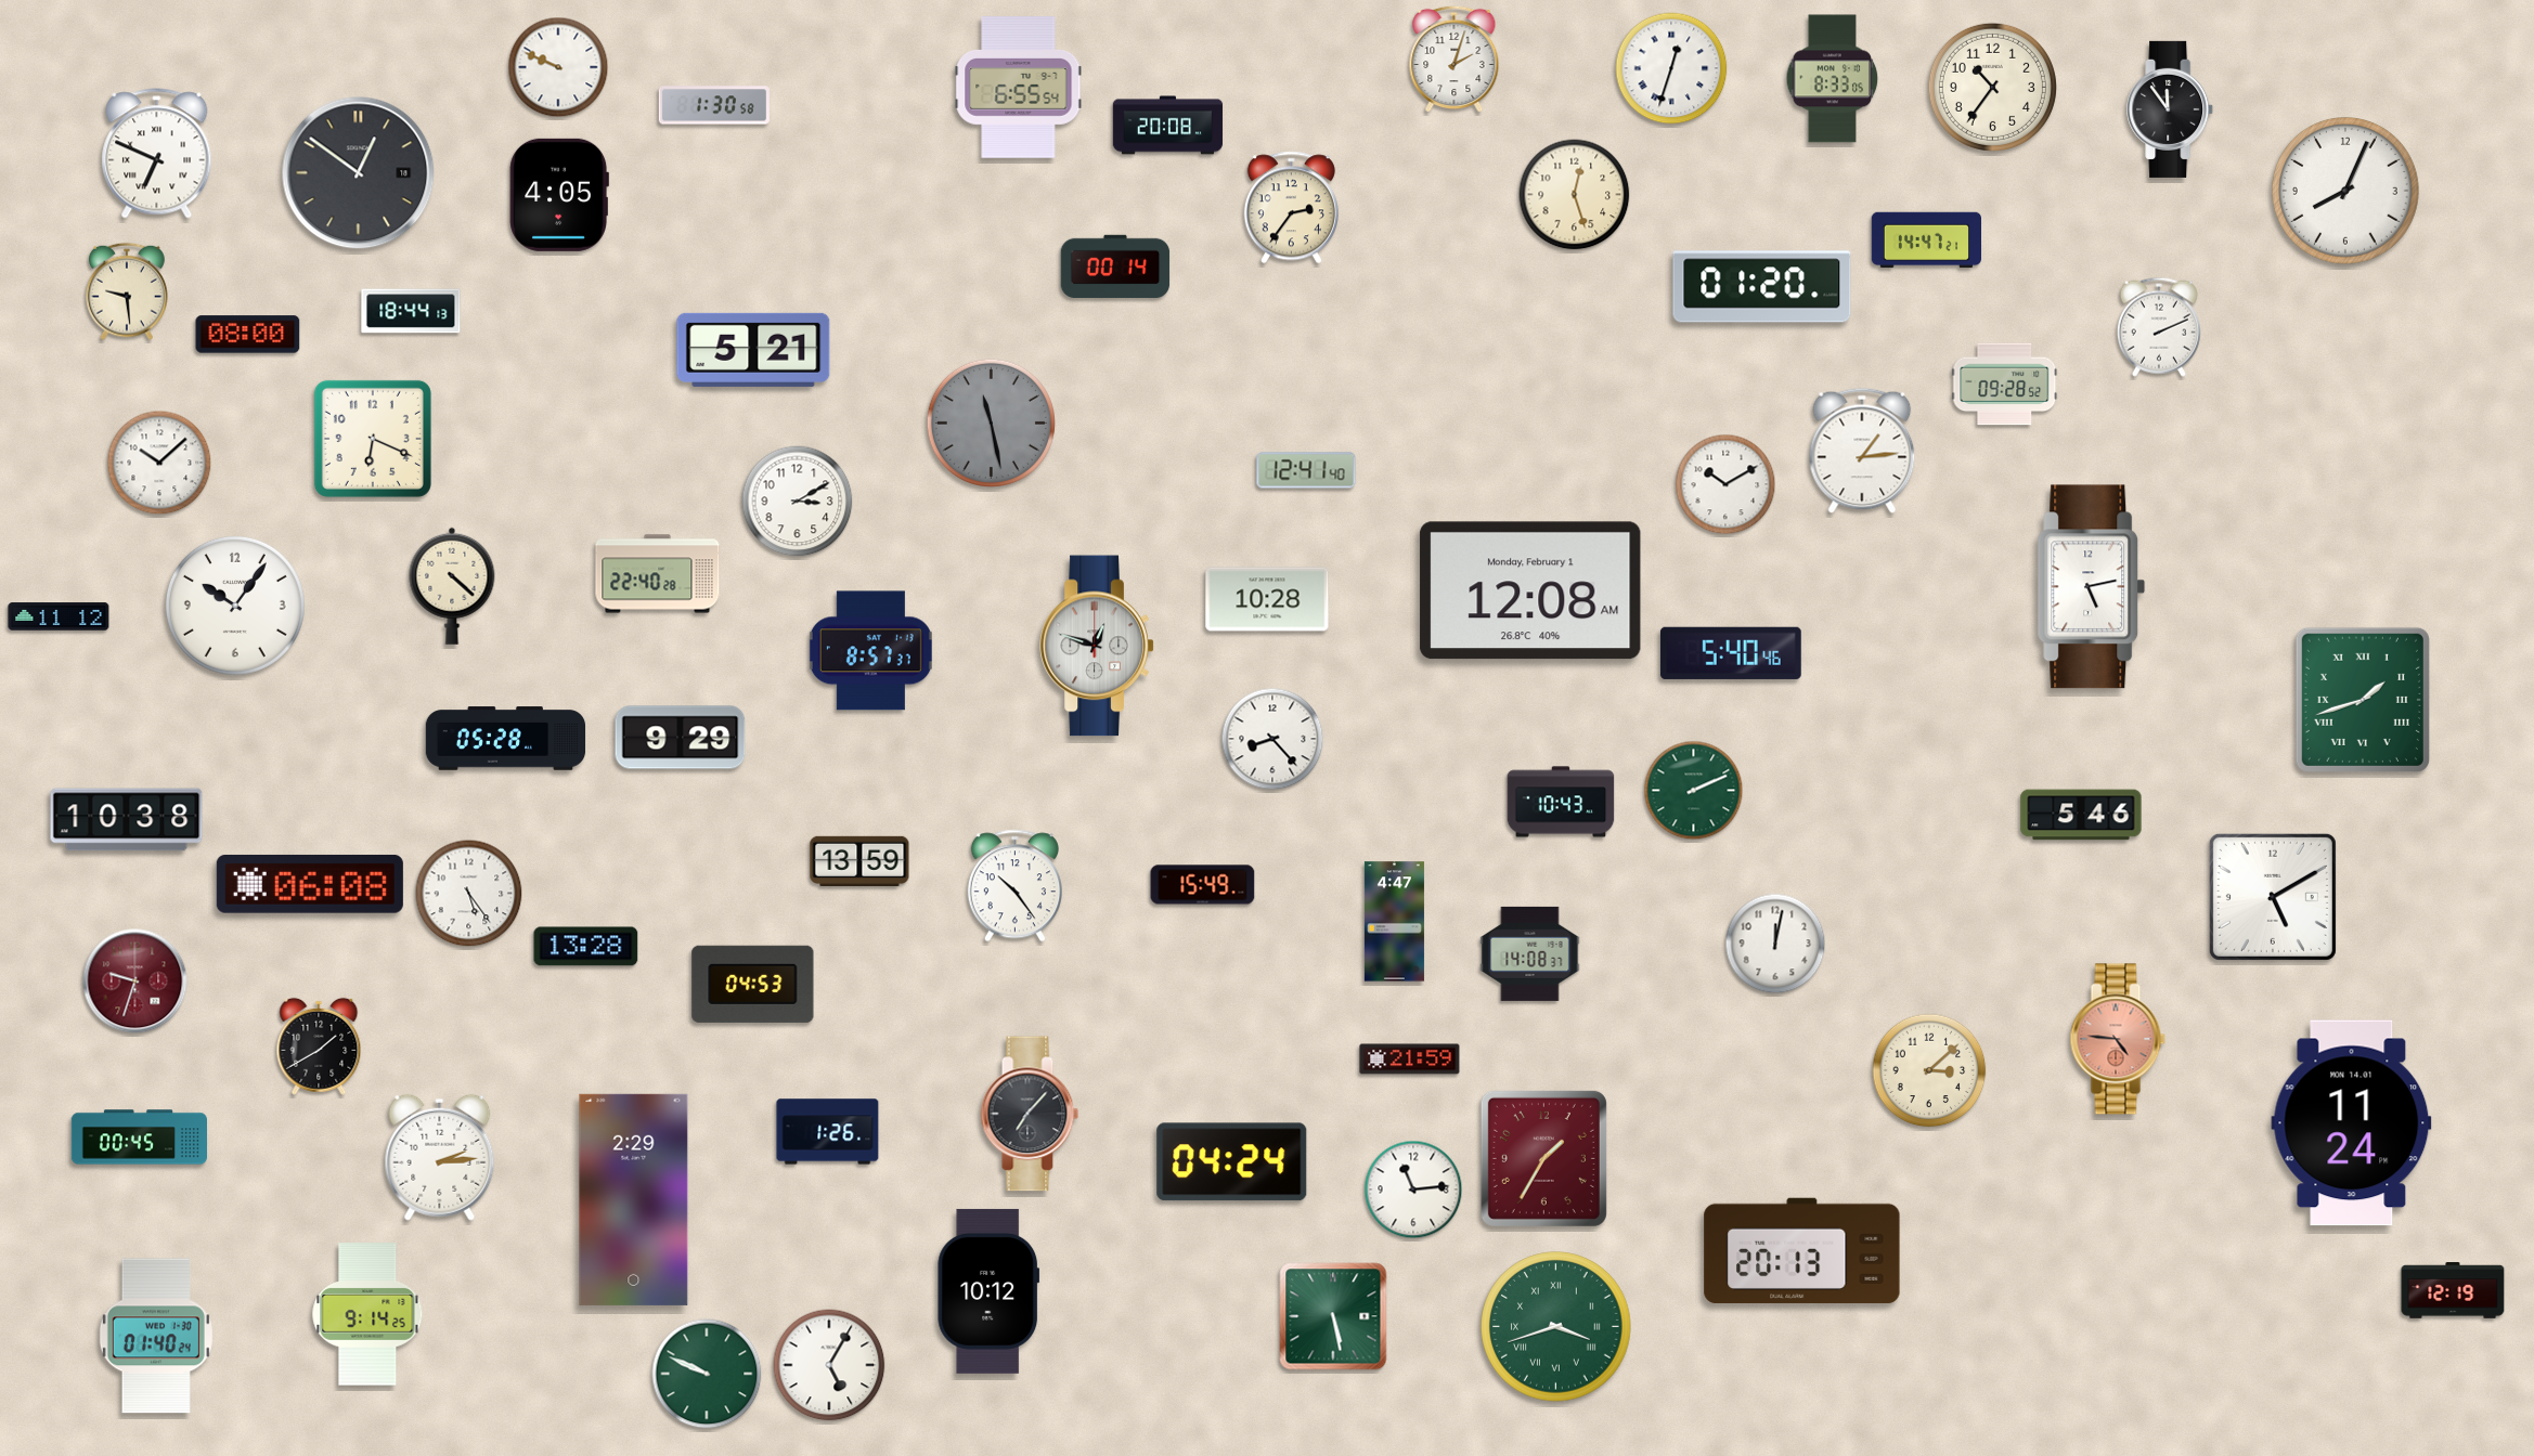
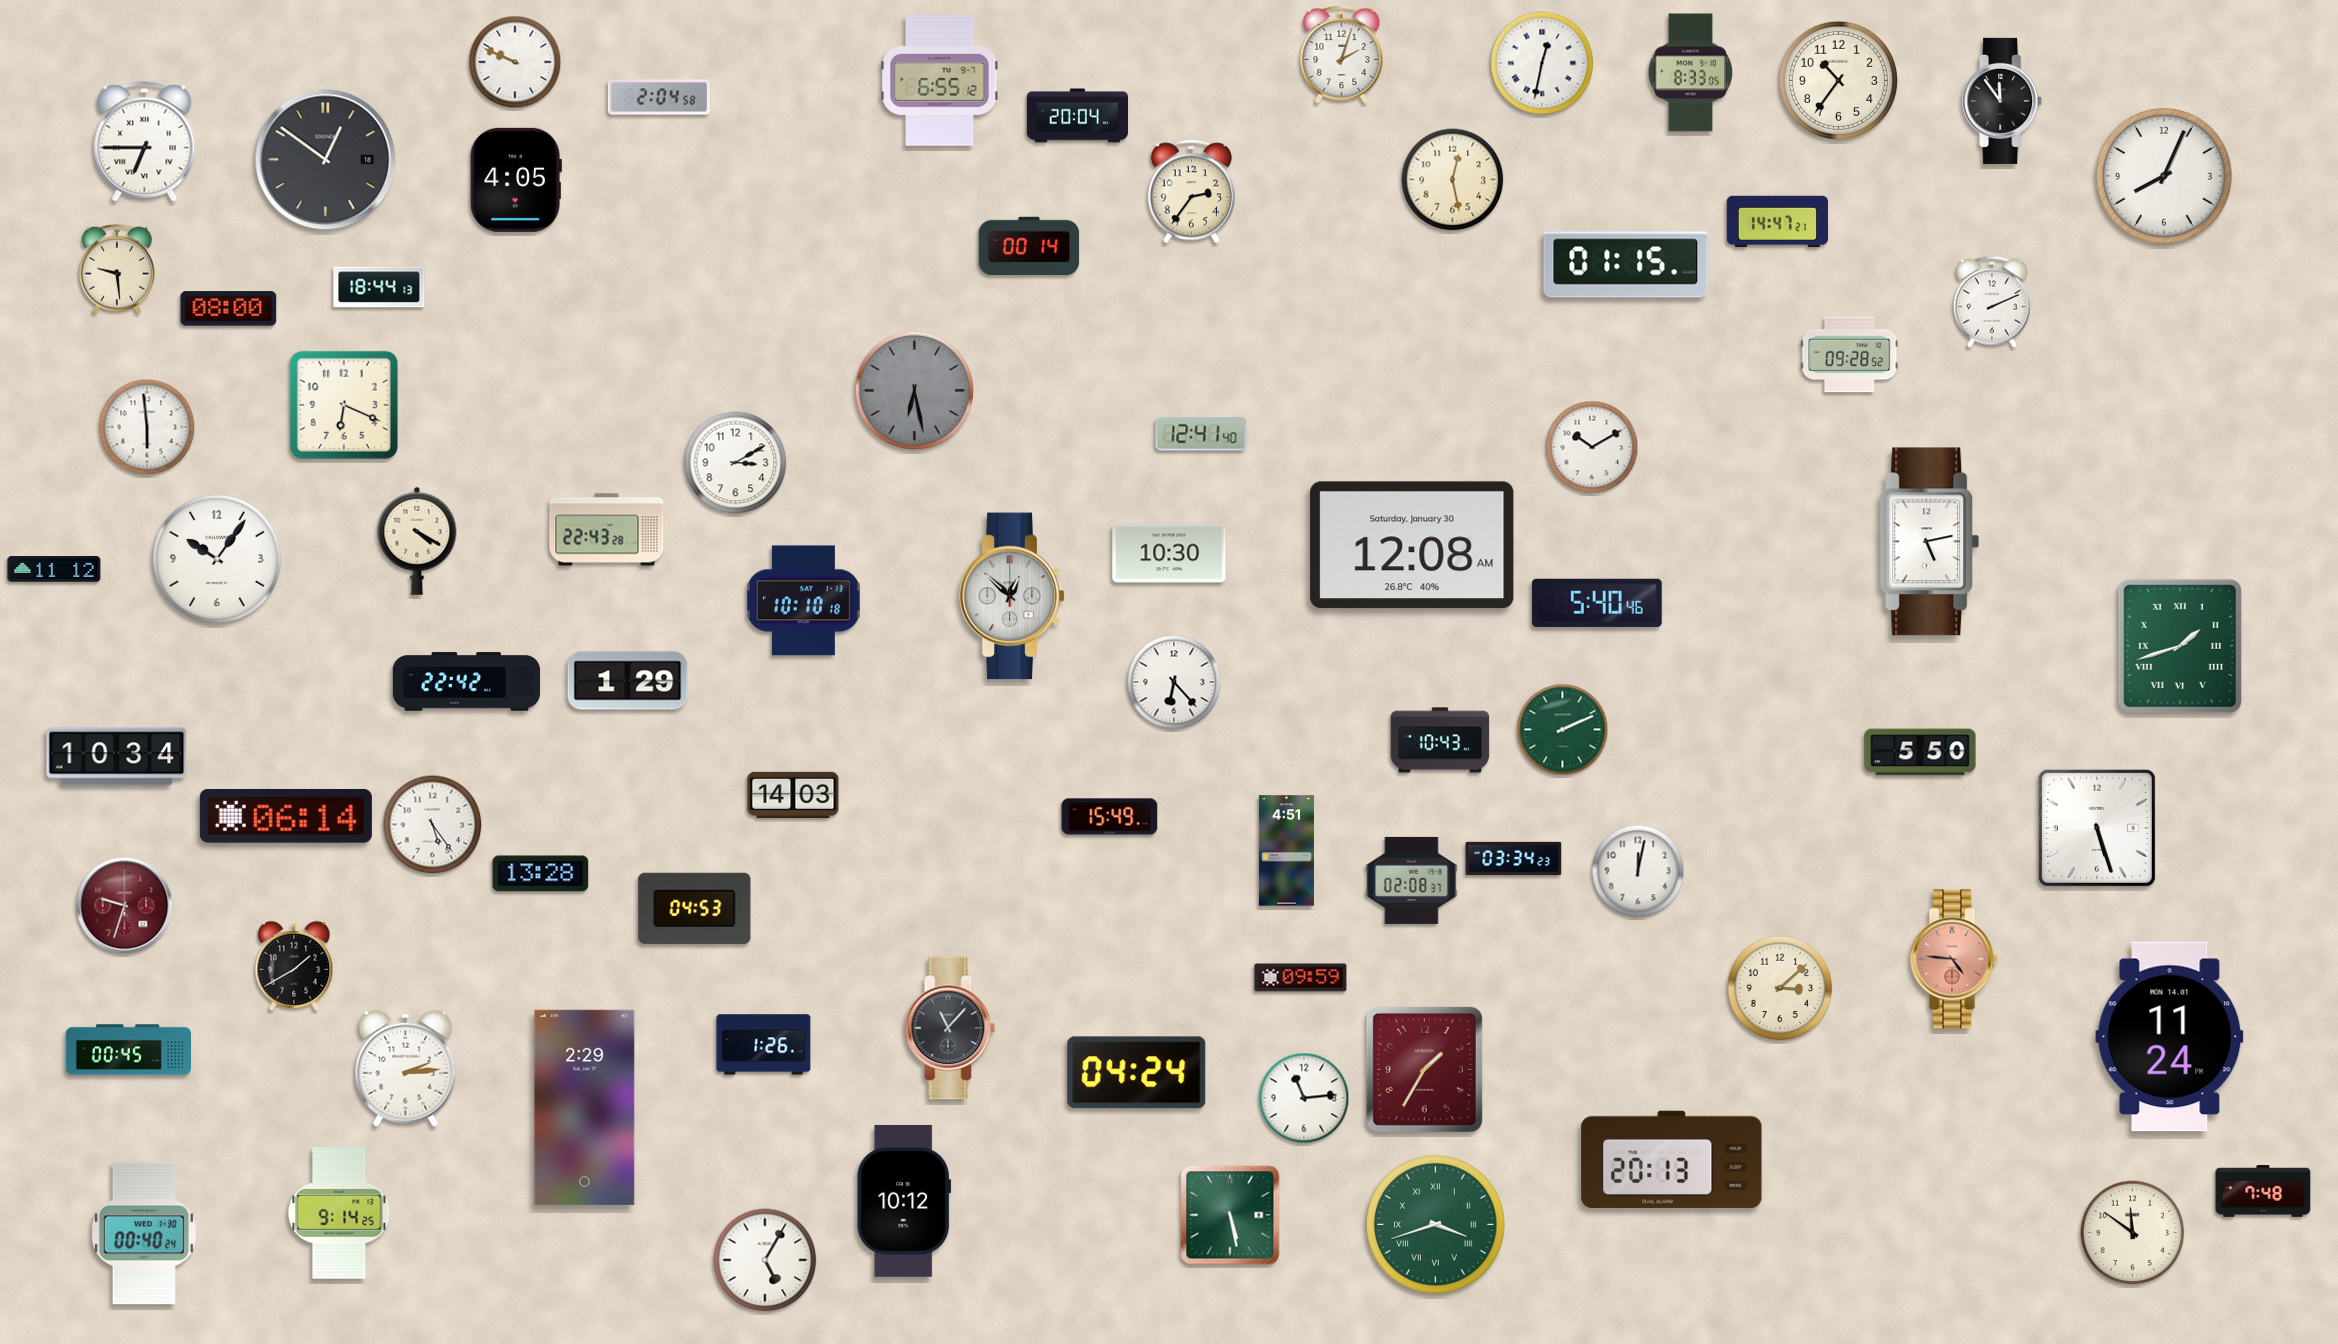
clock at (1671, 68): 12:33 -> 12:32
clock at (1019, 88): 6:55:54 -> 6:55:12
clock at (714, 105): 1:30 -> 2:04
clock at (1168, 126): 20:08 -> 20:04
clock at (157, 154): 6:49 -> 6:45
clock at (359, 173) position: (359, 173) -> (326, 160)
clock at (1575, 195): 12:27 -> 12:28
clock at (1762, 287): 01:20 -> 01:15
clock at (753, 350): 5:21 -> none
clock at (991, 422): 11:28 -> 6:28
clock at (1862, 451): 1:14 -> none
clock at (159, 463): 10:08 -> 5:59
clock at (1306, 470) position: (1306, 470) -> (1201, 434)
clock at (658, 574): 22:40 -> 22:43
clock at (452, 586): 4:22 -> 4:20
clock at (1530, 590) date: Monday, February 1 -> Saturday, January 30
clock at (1267, 599): 10:28 -> 10:30
clock at (1097, 646): 12:48 -> 12:52
clock at (870, 651): 8:57 -> 10:10
clock at (681, 738): 9:29 -> 1:29
clock at (506, 739): 05:28 -> 22:42
clock at (1272, 739): 8:23 -> 6:23
clock at (2081, 815): 5:46 -> 5:50
clock at (127, 820): 10:38 -> 10:34
clock at (859, 860): 13:59 -> 14:03
clock at (310, 884): 06:08 -> 06:14
clock at (1014, 886): 10:24 -> none
clock at (2273, 897): 5:10 -> 5:27
clock at (1394, 922): 4:47 -> 4:51
clock at (1514, 859): none -> 03:34
clock at (1530, 953): 14:08 -> 02:08
clock at (1410, 1059): 21:59 -> 09:59
clock at (1030, 1114): 7:07 -> 11:07
clock at (1802, 1250) position: (1802, 1250) -> (1672, 1159)
clock at (2453, 1290): 12:19 -> 7:48
clock at (988, 1291) position: (988, 1291) -> (904, 1201)
clock at (156, 1336): 01:40 -> 00:40
clock at (2133, 1233): none -> 11:51
clock at (707, 1374): 9:49 -> none
